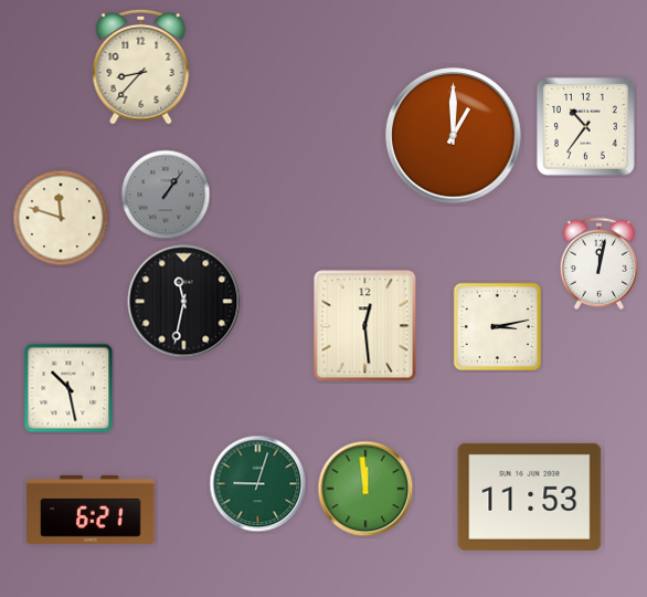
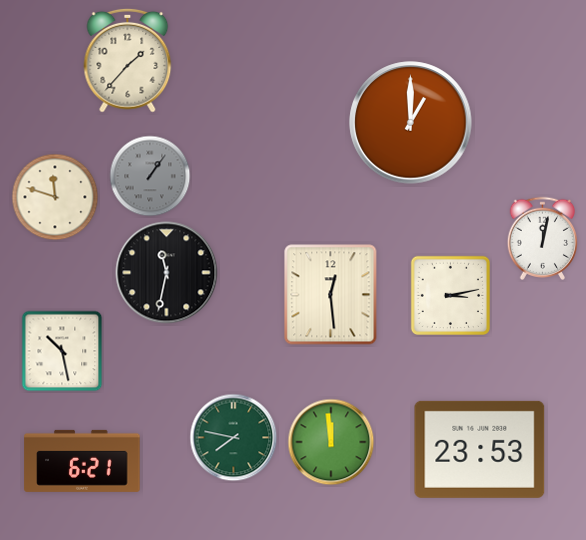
clock at (141, 66): 8:37 -> 1:37
clock at (586, 127): 10:36 -> none
clock at (258, 484): 9:03 -> 7:47
clock at (530, 496): 11:53 -> 23:53
